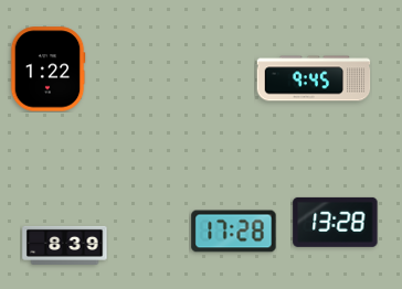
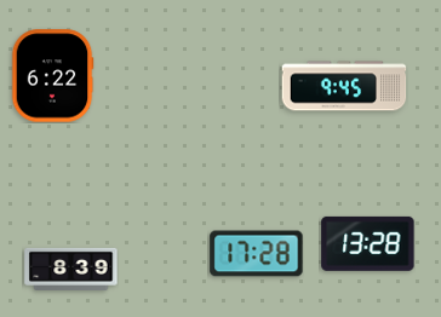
clock at (47, 69): 1:22 -> 6:22
